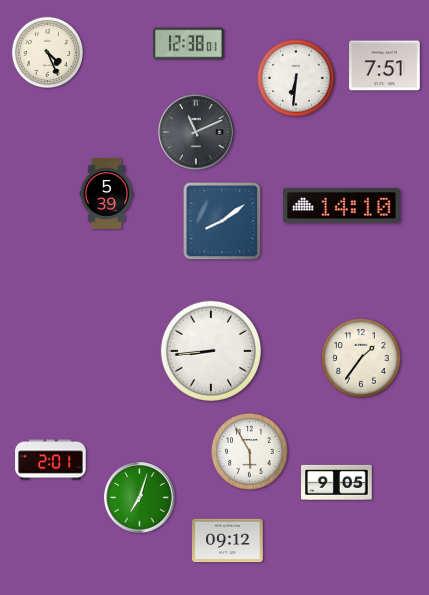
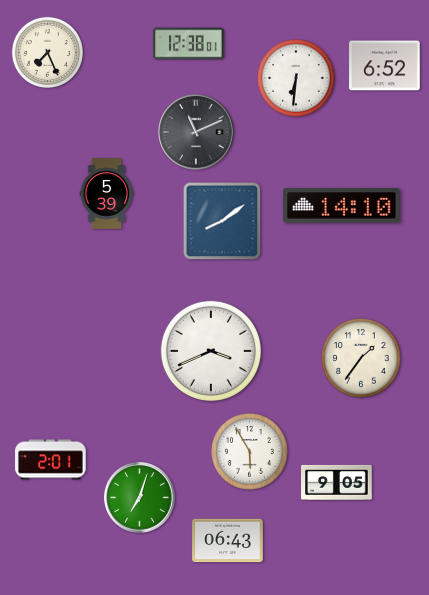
clock at (47, 52): 4:26 -> 7:26
clock at (385, 66): 7:51 -> 6:52
clock at (211, 351): 8:44 -> 3:41
clock at (228, 541): 09:12 -> 06:43
